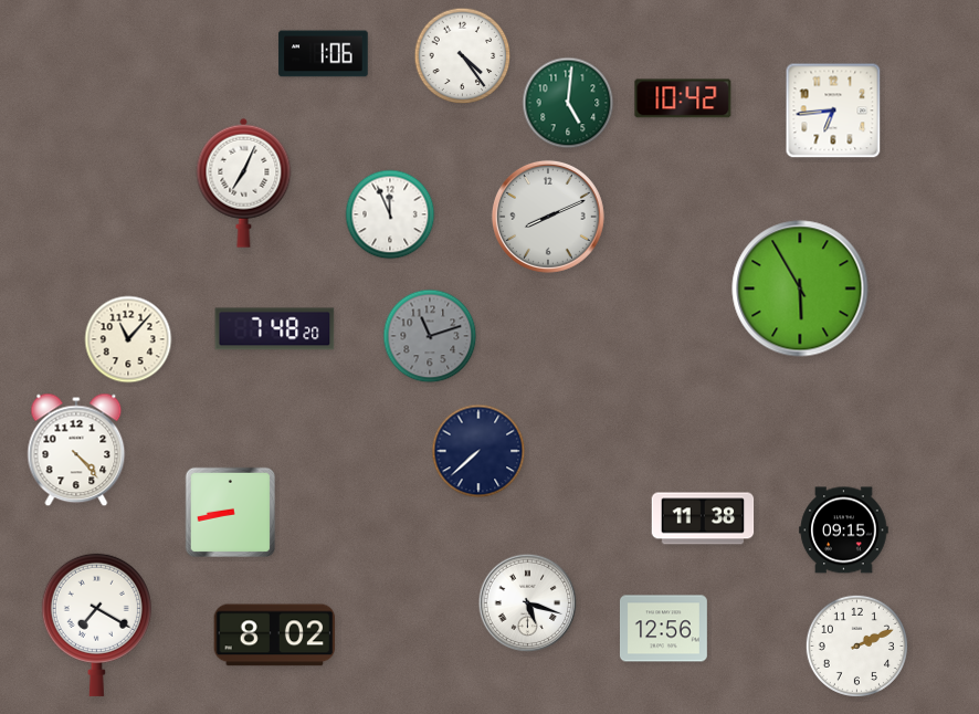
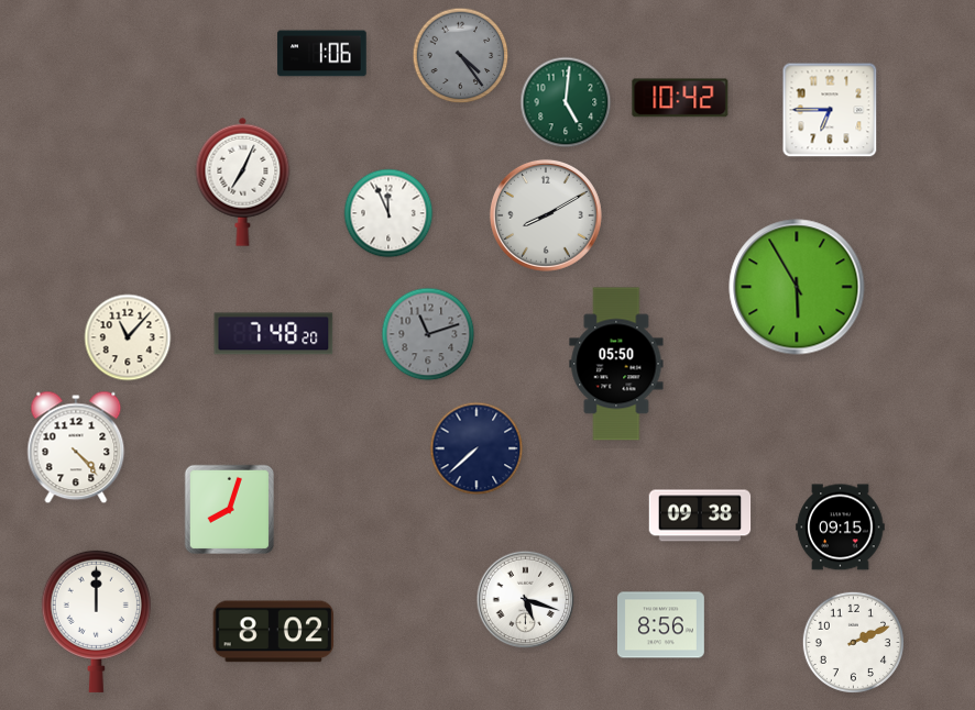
clock at (463, 56) dial: white -> grey
clock at (833, 111): 6:44 -> 6:45
clock at (548, 217): 8:11 -> 8:10
clock at (275, 329) position: (275, 329) -> (274, 334)
clock at (616, 364): none -> 05:50
clock at (230, 512): 8:43 -> 8:03
clock at (703, 518): 11:38 -> 09:38
clock at (96, 624): 7:20 -> 12:00
clock at (663, 629): 12:56 -> 8:56
